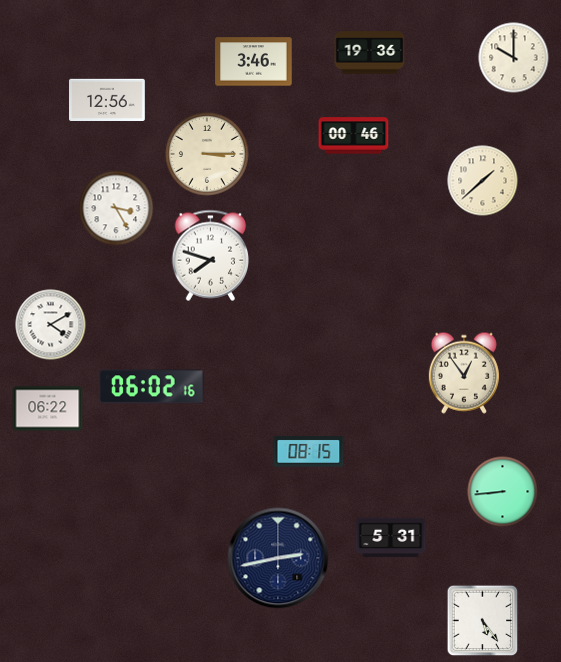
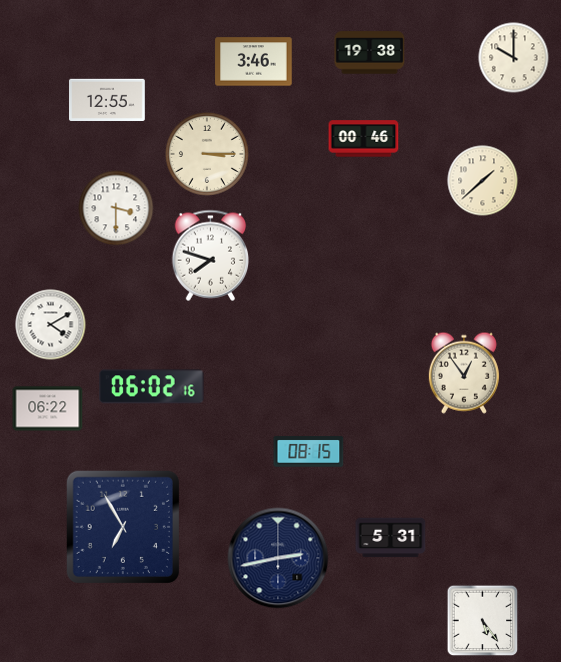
clock at (370, 53): 19:36 -> 19:38
clock at (108, 99): 12:56 -> 12:55
clock at (354, 136) position: (354, 136) -> (364, 139)
clock at (116, 208): 3:25 -> 3:30
clock at (503, 492): 8:44 -> none
clock at (123, 527): none -> 6:55
